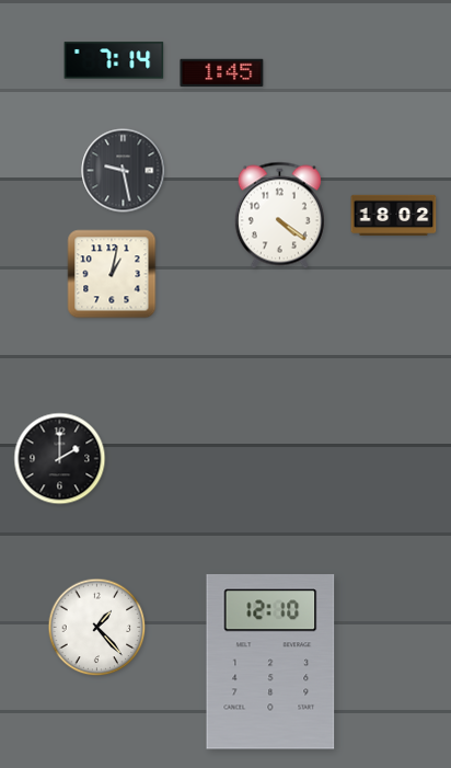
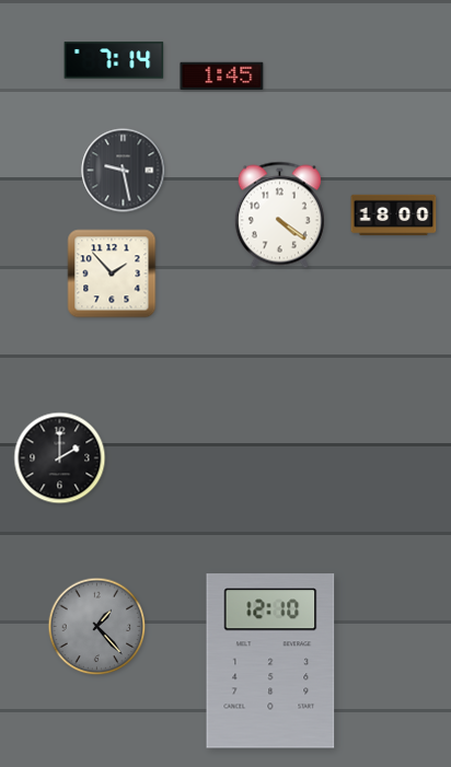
clock at (222, 72) position: (222, 72) -> (222, 75)
clock at (394, 216): 18:02 -> 18:00
clock at (112, 274): 1:02 -> 1:53
clock at (97, 628) dial: white -> grey
